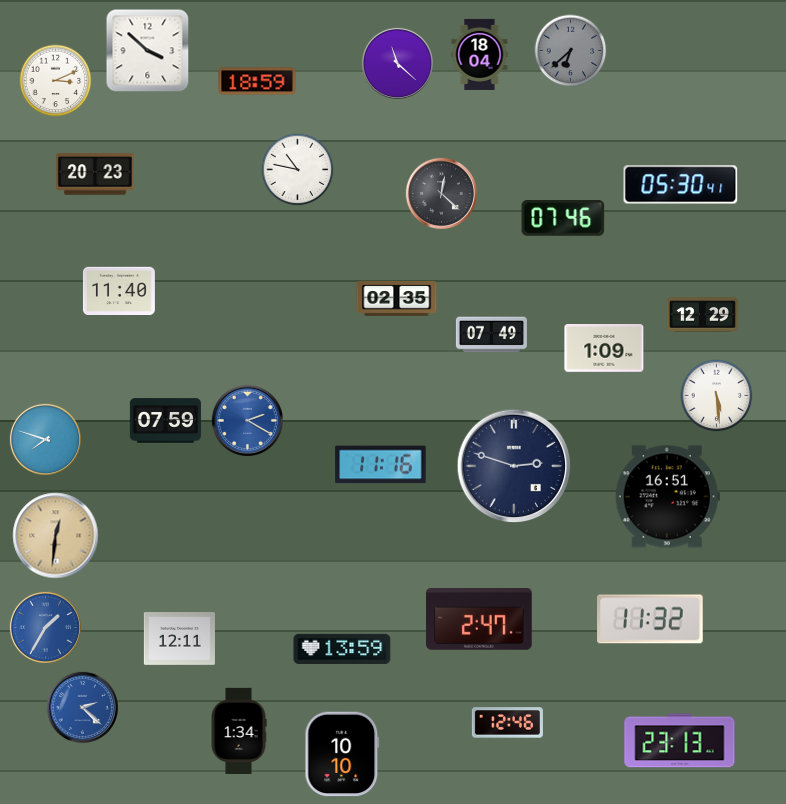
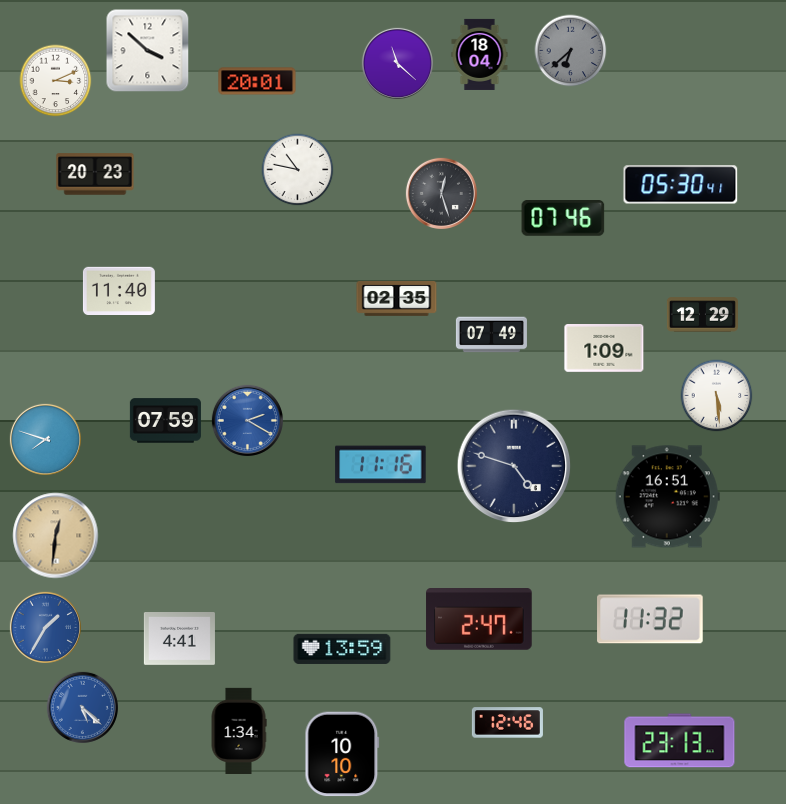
clock at (257, 81): 18:59 -> 20:01
clock at (441, 193): 12:22 -> 12:27
clock at (514, 466): 2:48 -> 4:48
clock at (179, 639): 12:11 -> 4:41
clock at (82, 707): 2:22 -> 5:22
